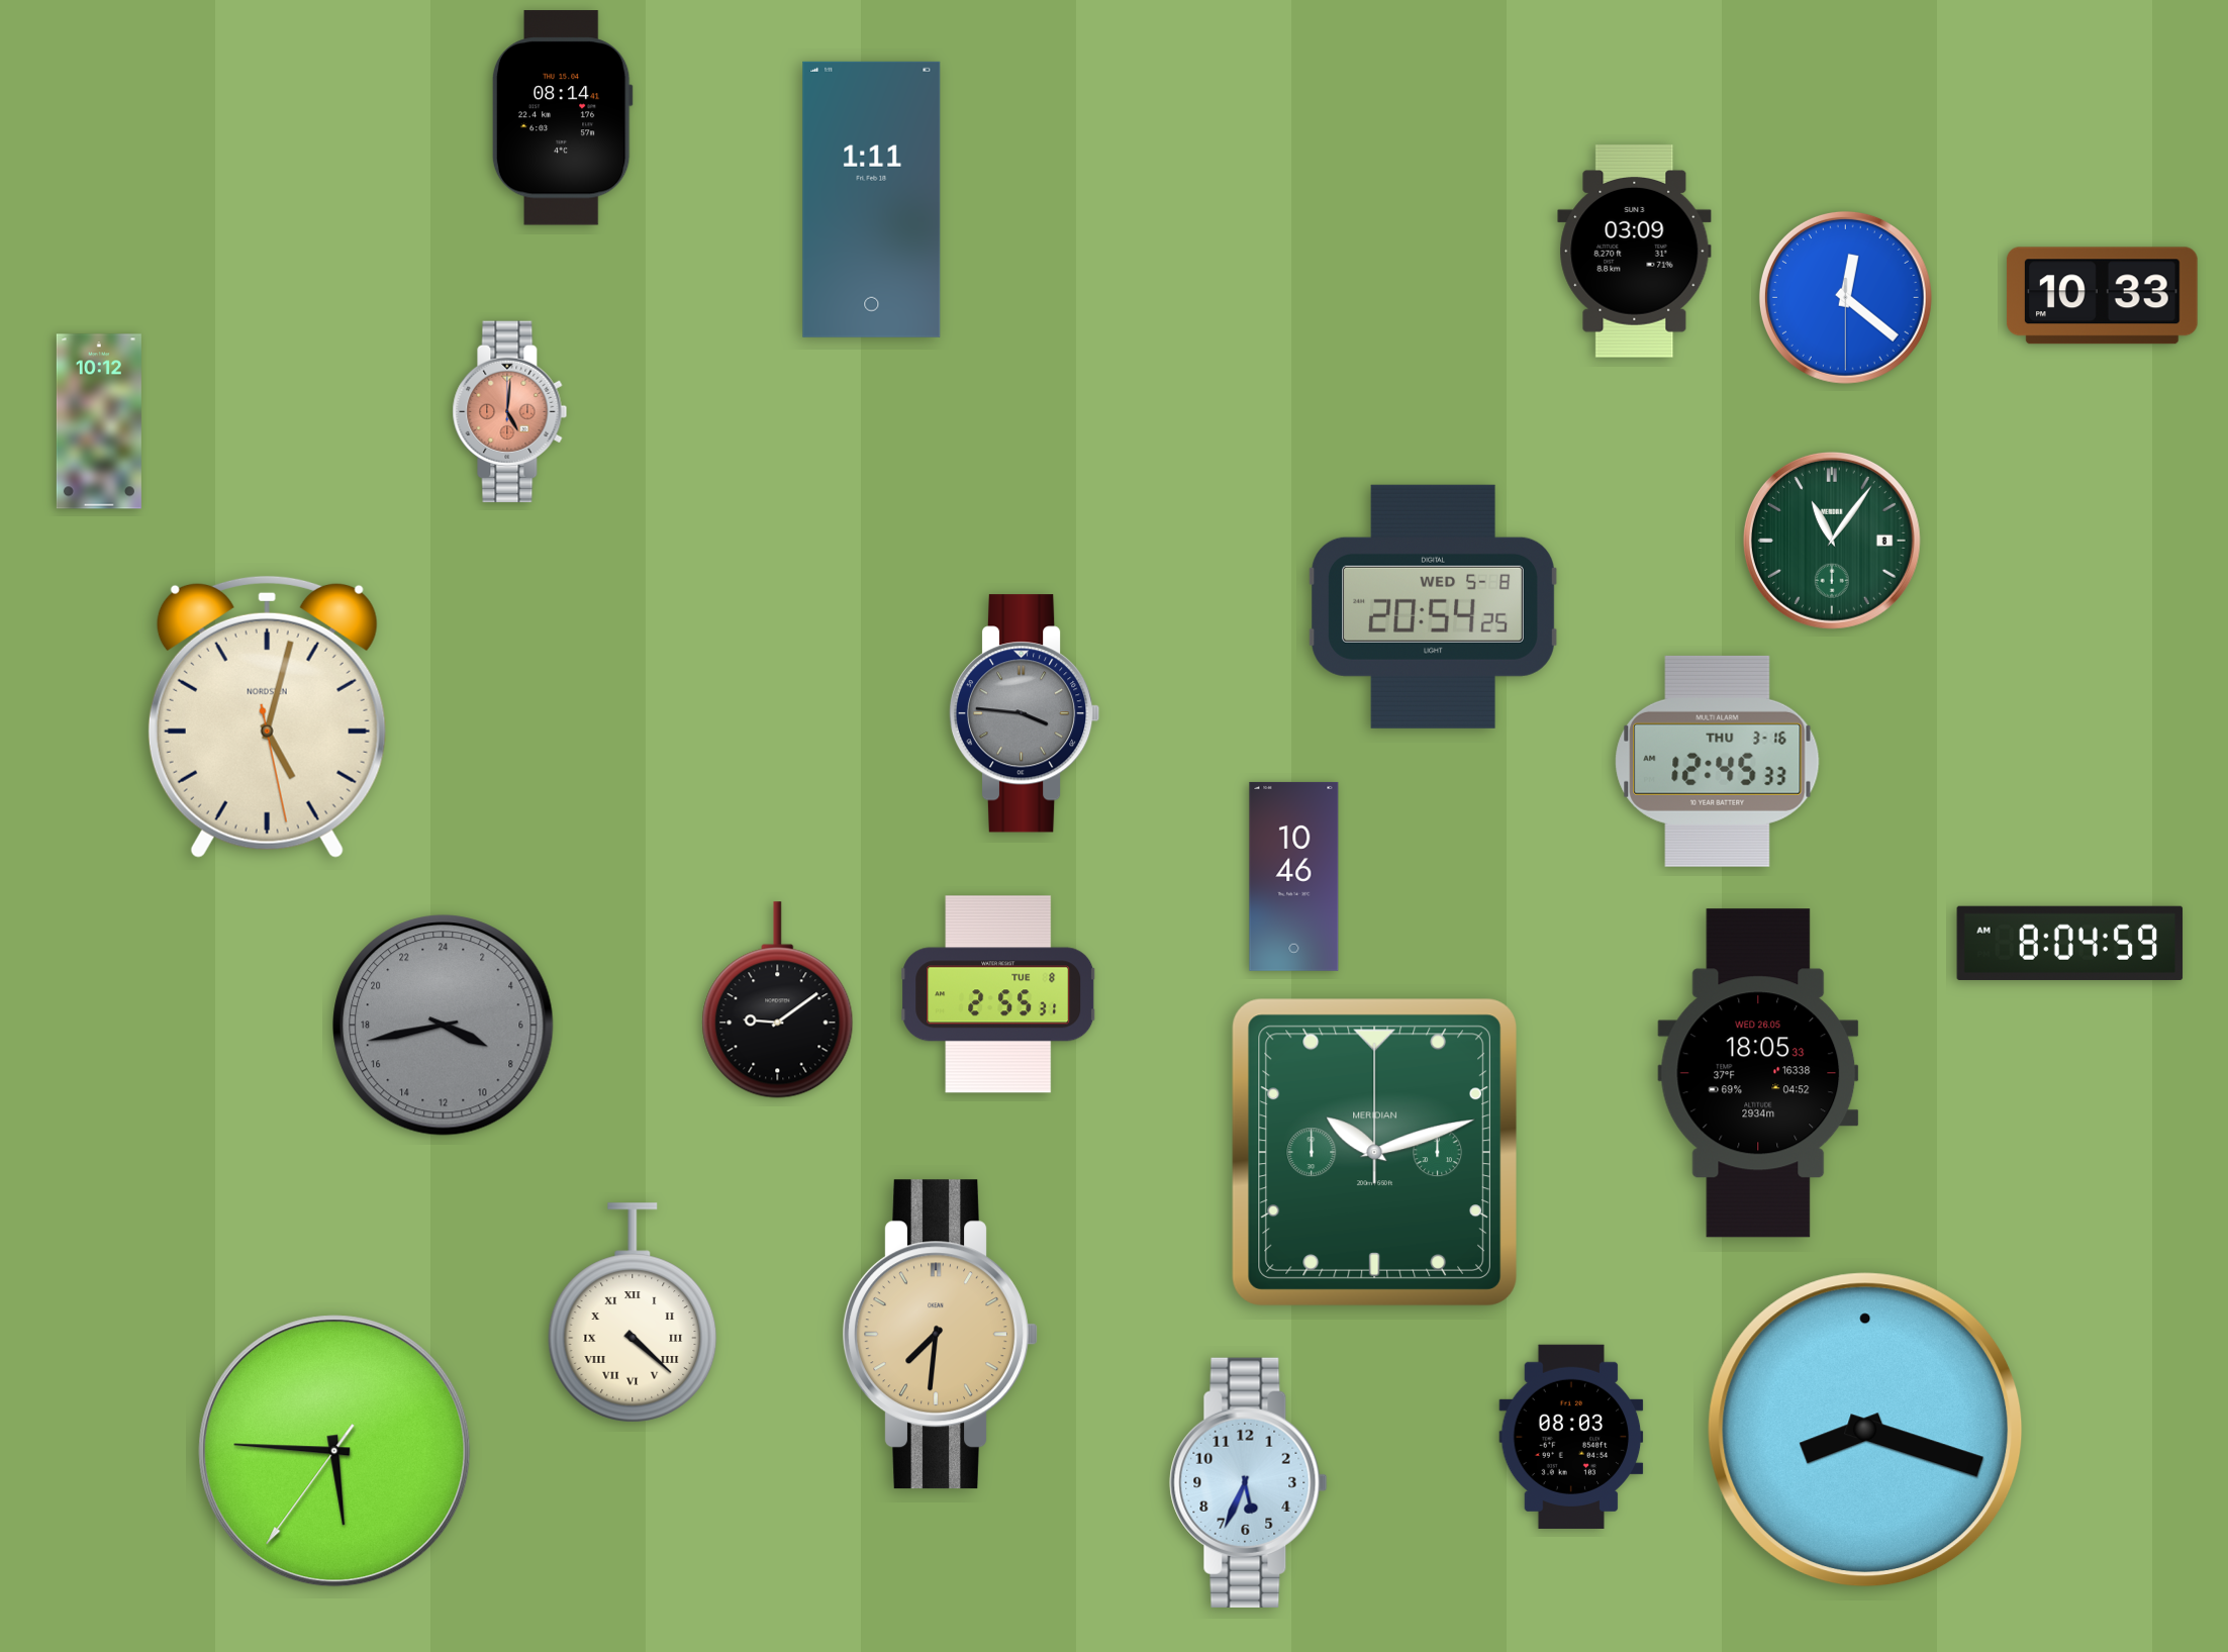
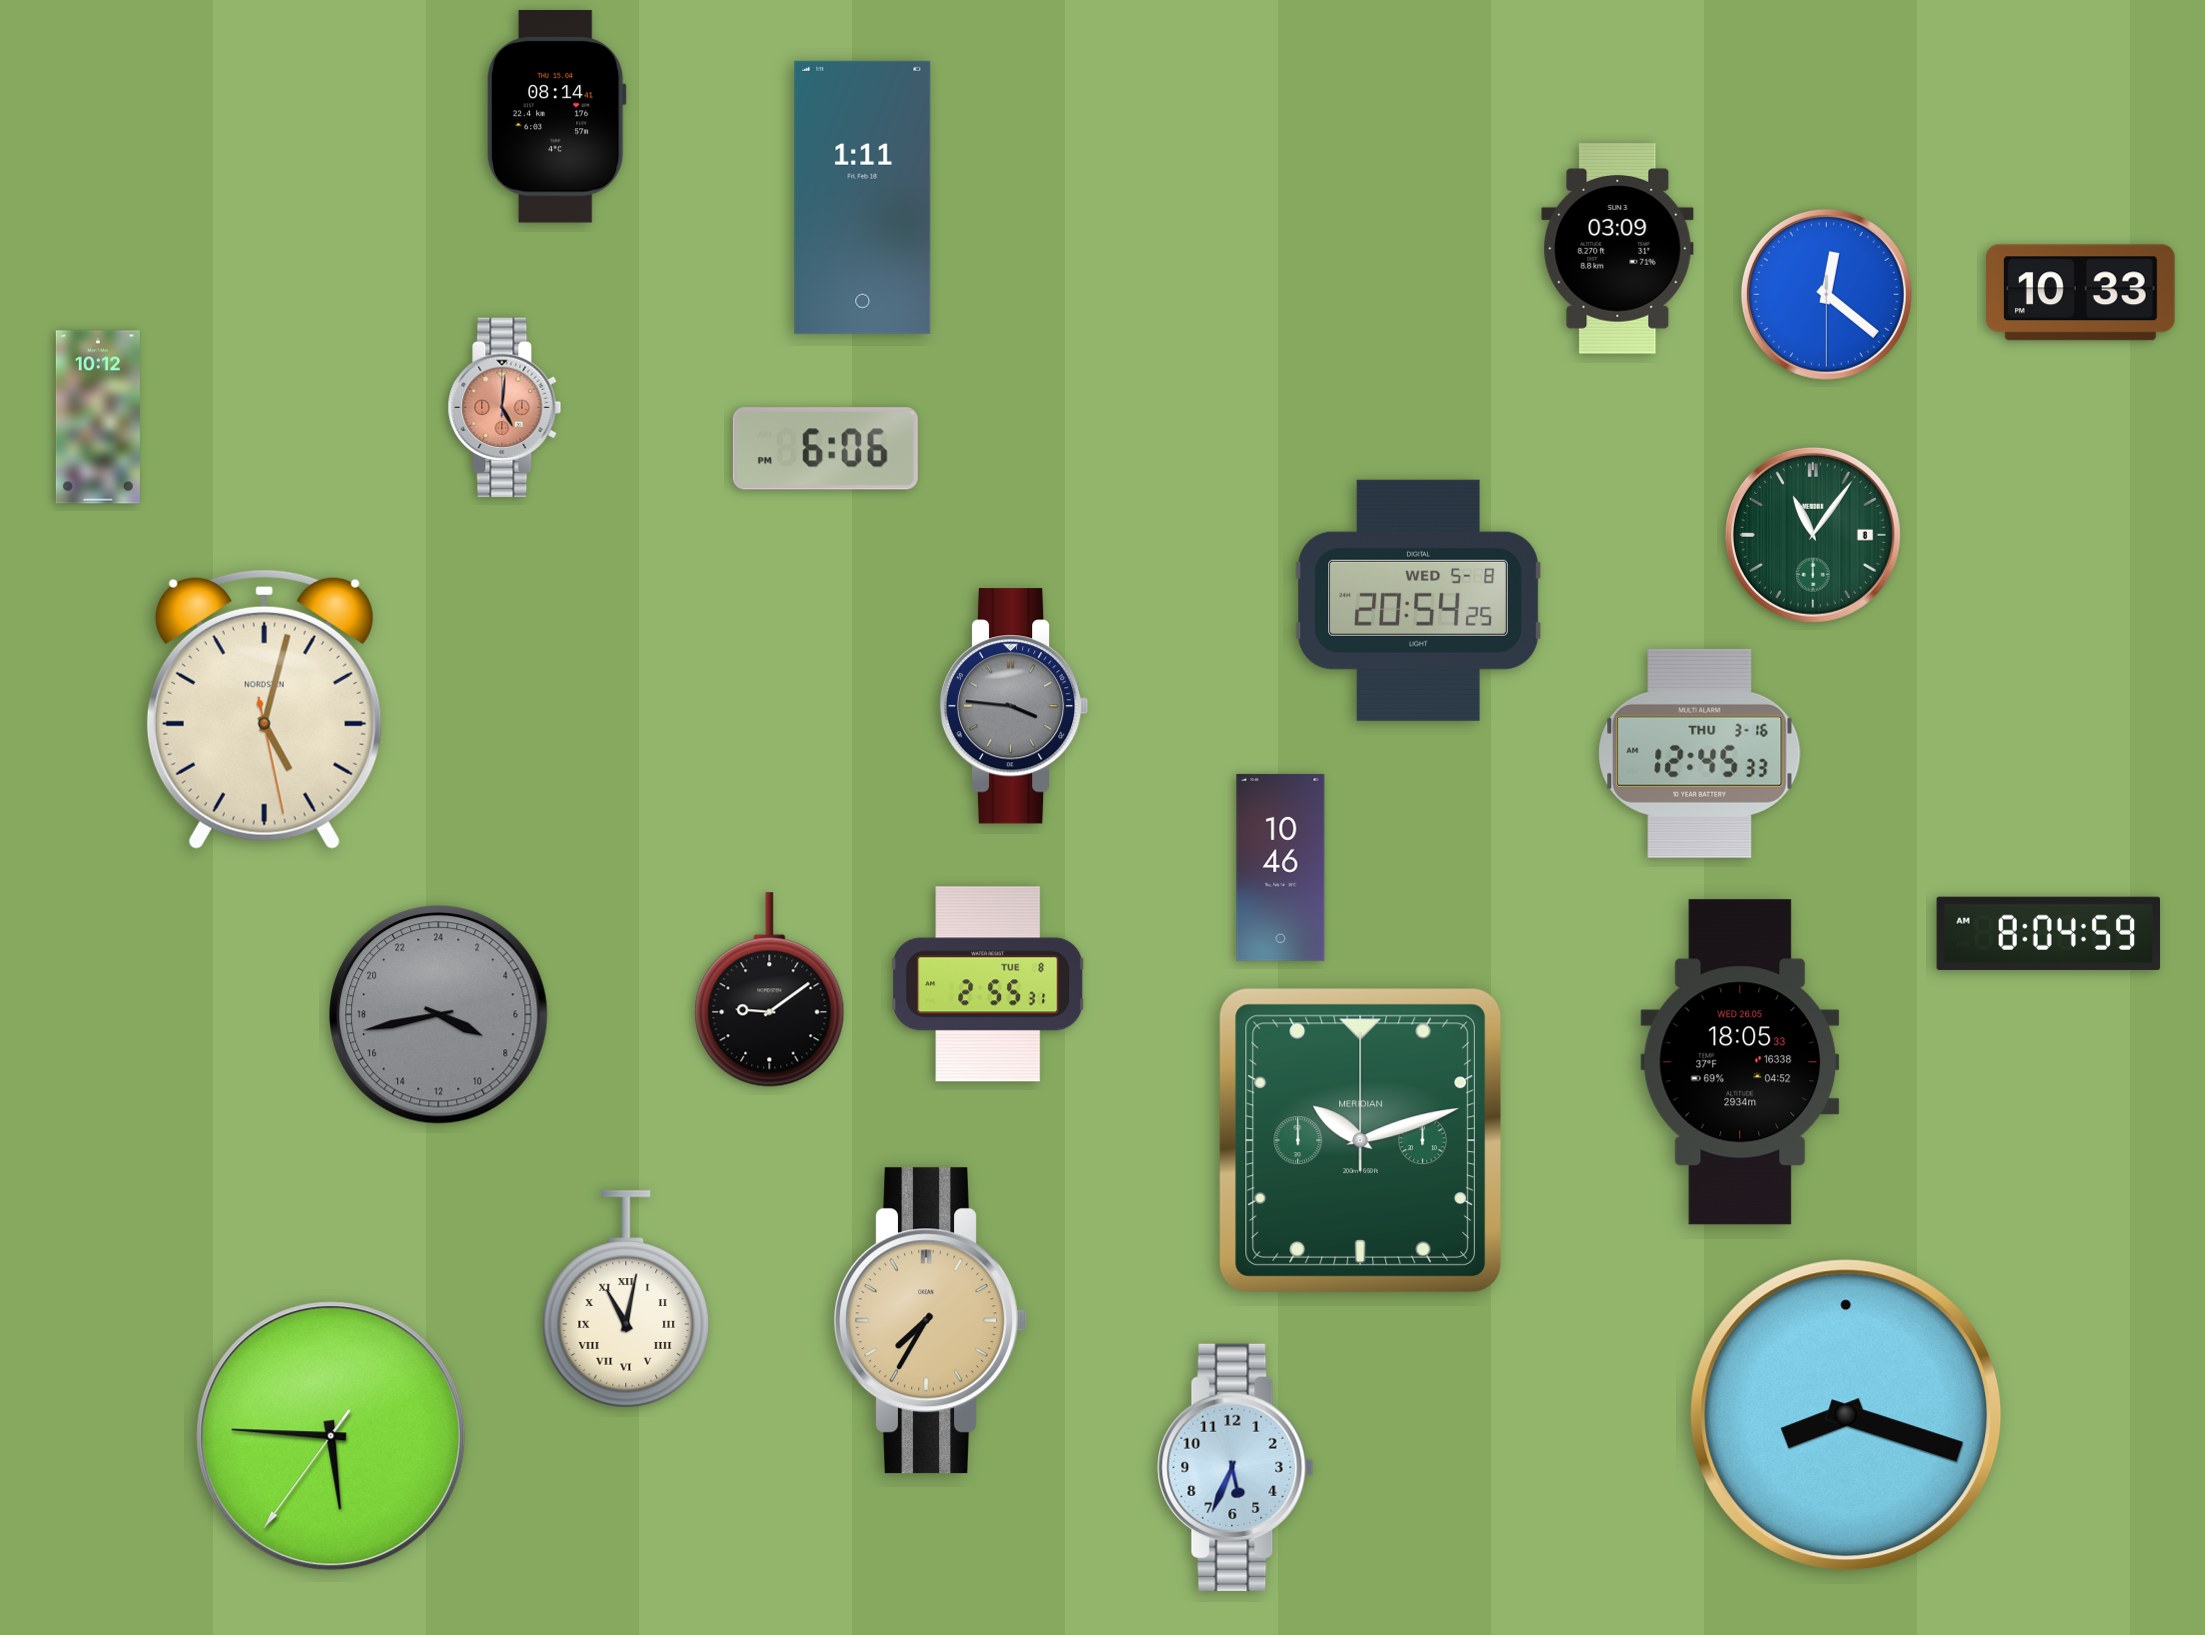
clock at (825, 449): none -> 6:06
clock at (633, 1313): 4:22 -> 11:02
clock at (940, 1335): 7:31 -> 7:35
clock at (1571, 1437): 08:03 -> none
